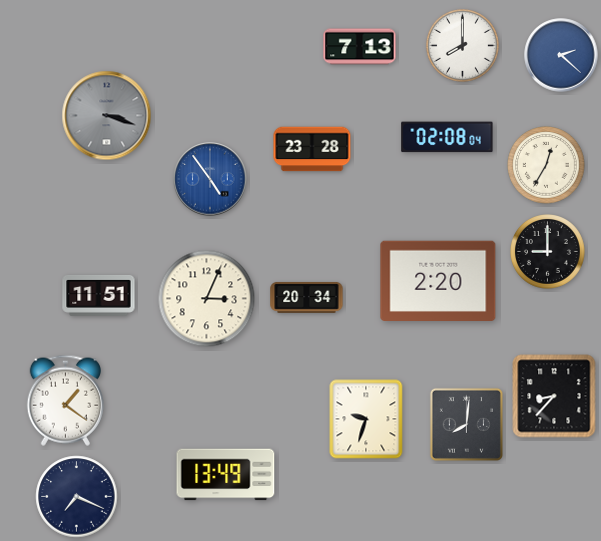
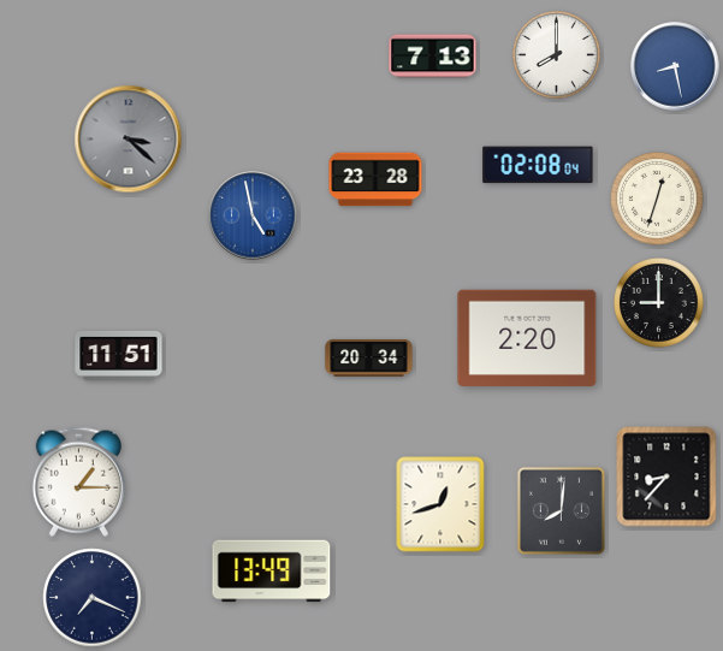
clock at (561, 55): 2:22 -> 8:28
clock at (107, 116): 3:18 -> 3:22
clock at (546, 165): 12:35 -> 12:33
clock at (210, 179): 4:54 -> 4:58
clock at (207, 299): 3:04 -> none
clock at (65, 400): 1:21 -> 1:15
clock at (366, 419): 9:33 -> 12:42
